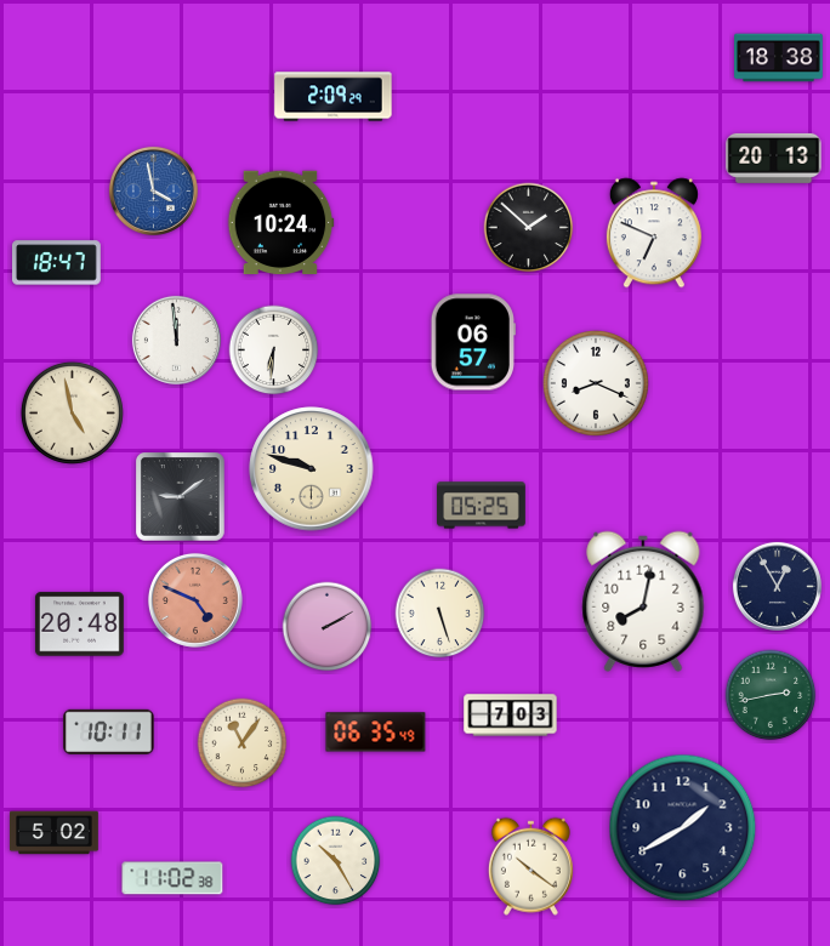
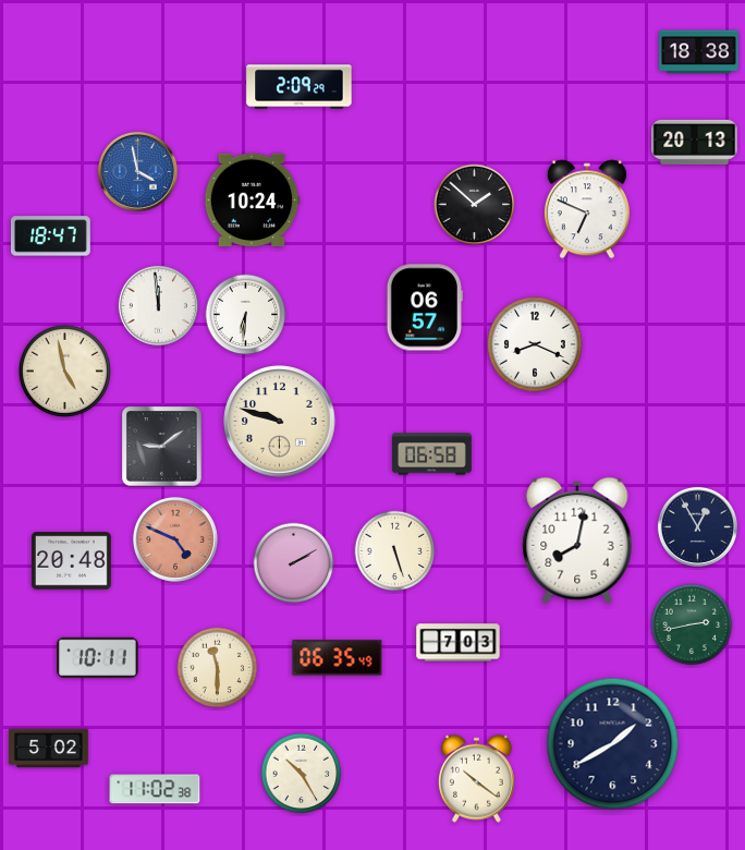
clock at (482, 506): 05:25 -> 06:58
clock at (243, 743): 11:06 -> 11:30
